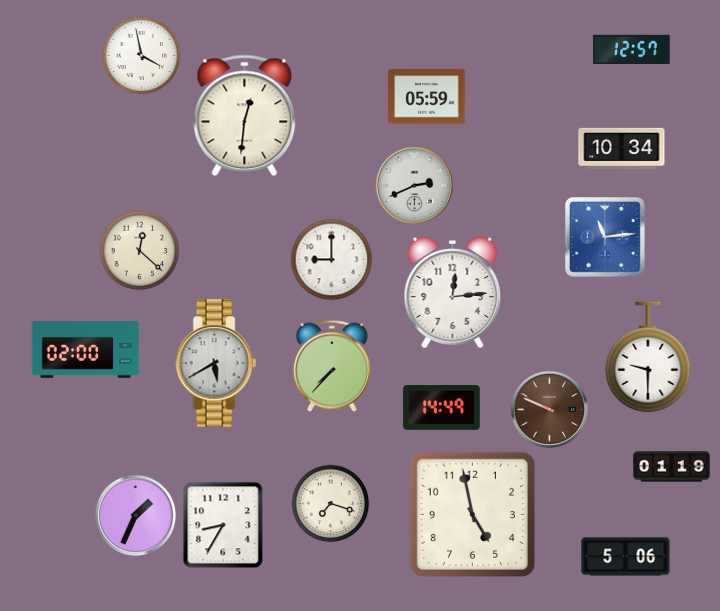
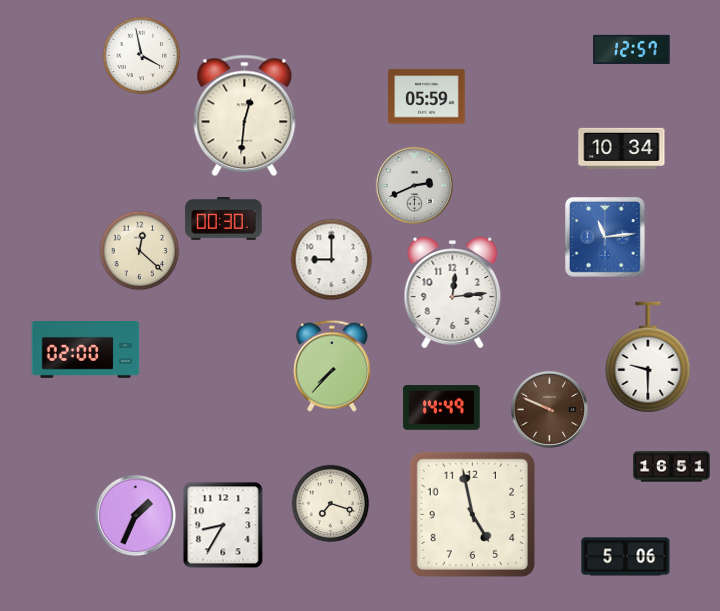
clock at (224, 219): none -> 00:30
clock at (216, 363): 5:40 -> none
clock at (672, 467): 01:19 -> 16:51
